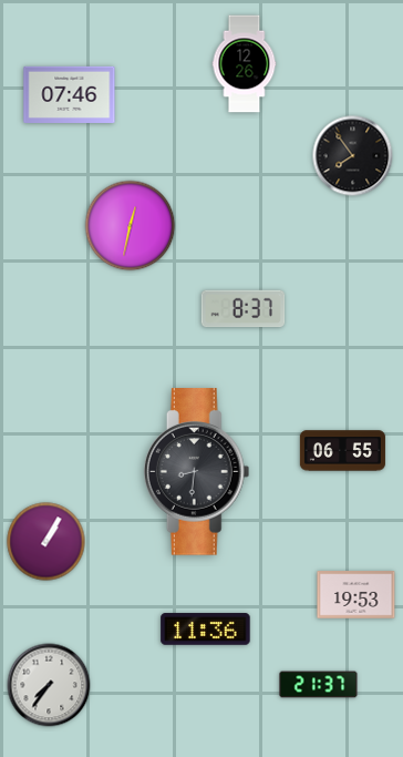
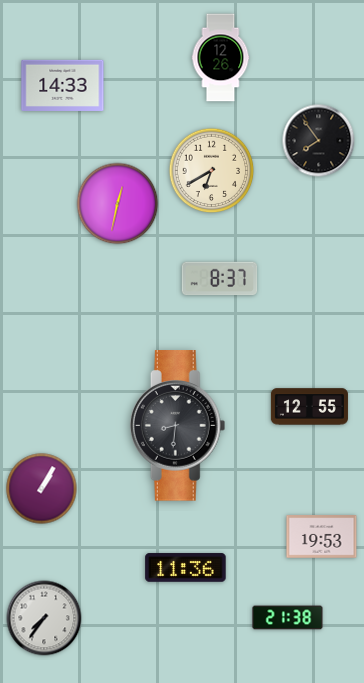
clock at (70, 94): 07:46 -> 14:33
clock at (212, 171): none -> 6:40
clock at (342, 451): 06:55 -> 12:55
clock at (319, 685): 21:37 -> 21:38
